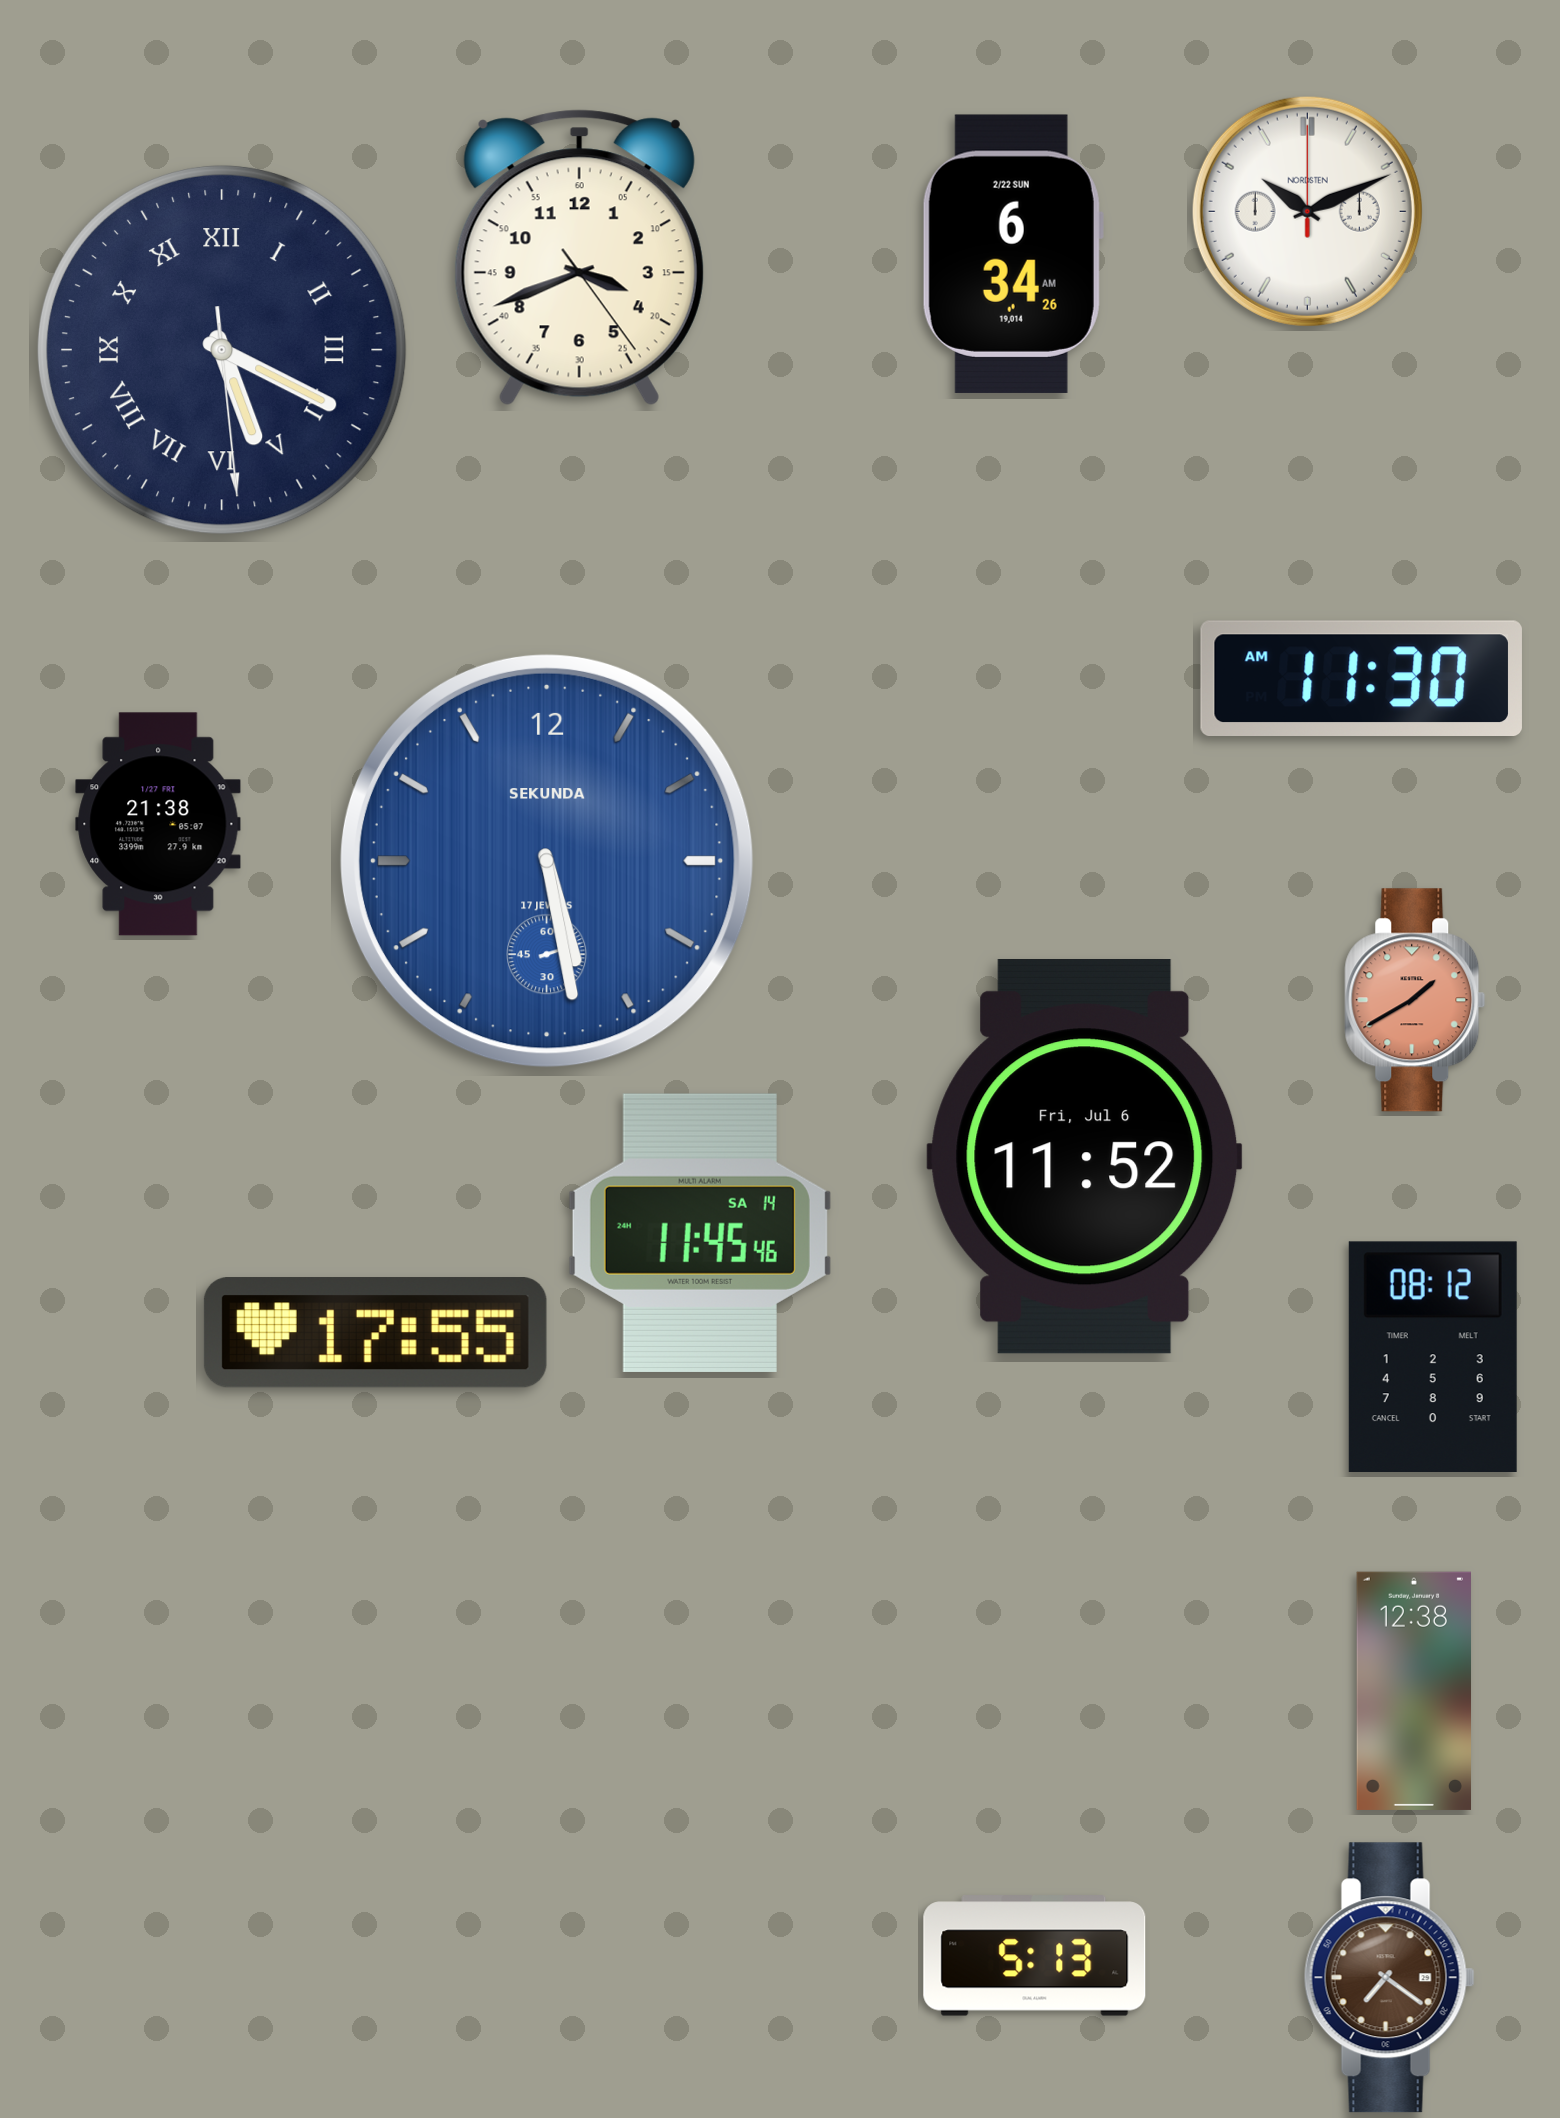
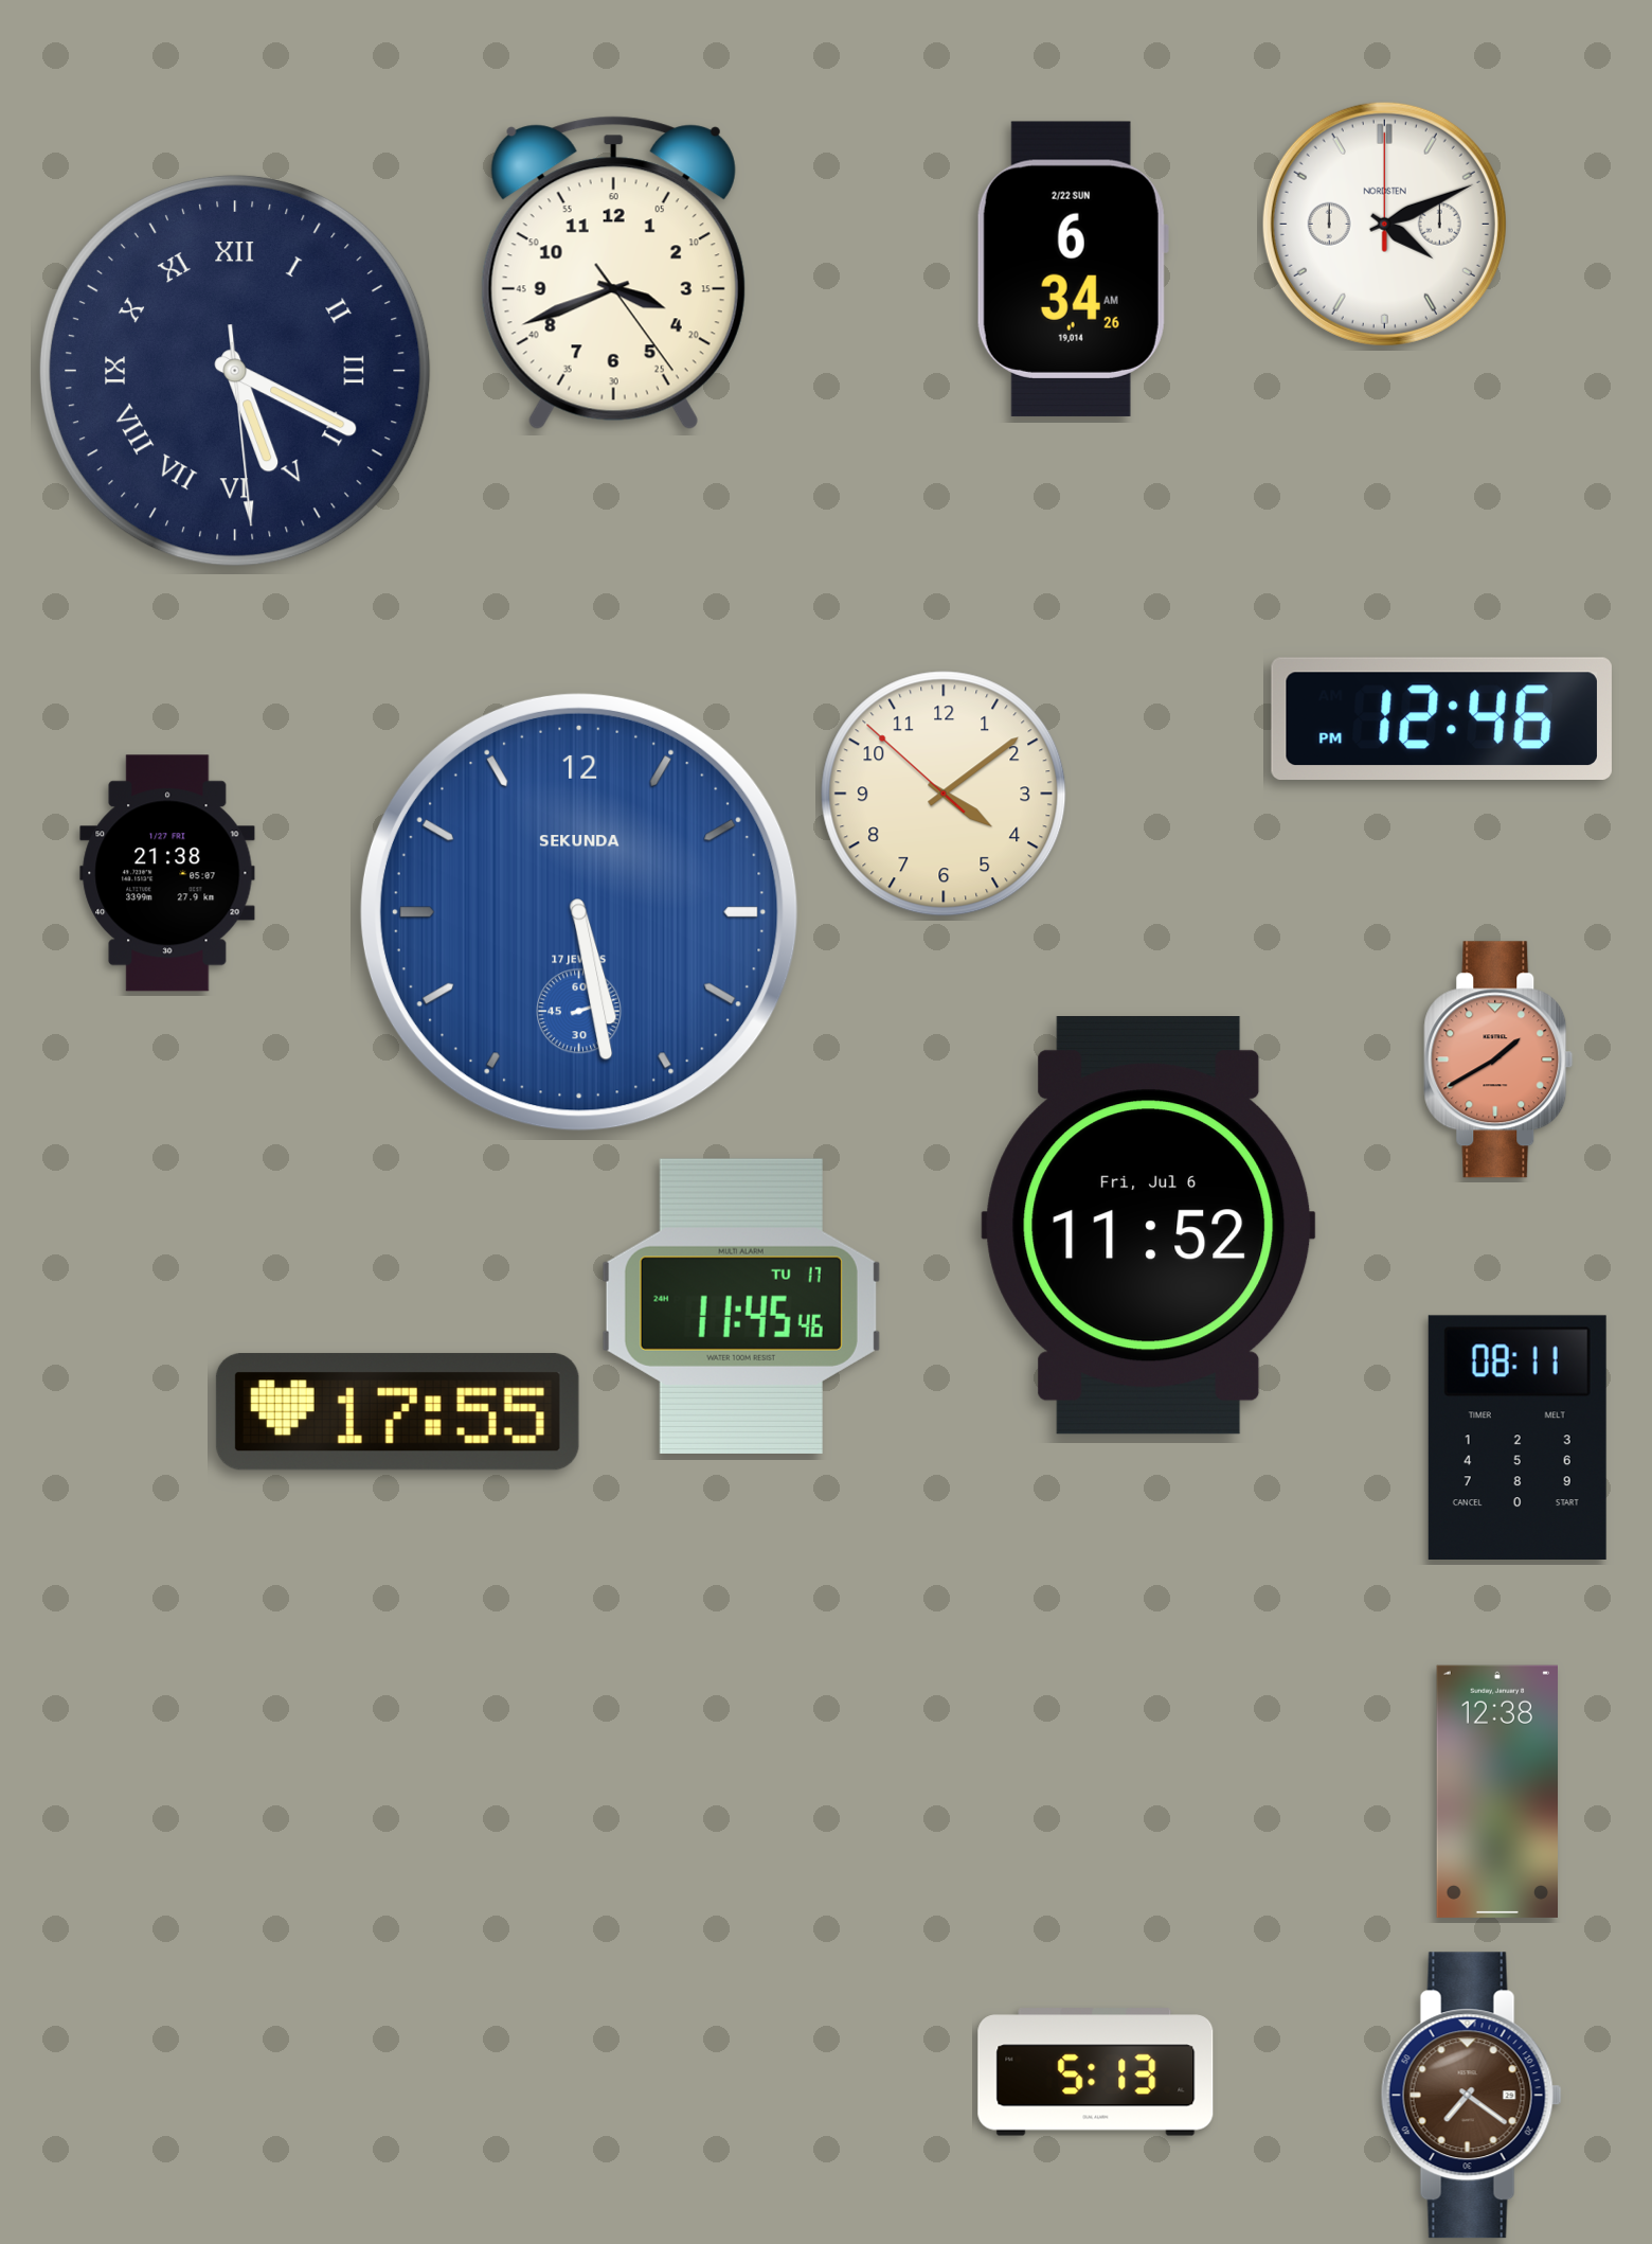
clock at (1307, 211): 10:11 -> 4:11
clock at (1361, 678): 11:30 -> 12:46
clock at (944, 794): none -> 4:08
clock at (700, 1233) date: SA 14 -> TU 17
clock at (1433, 1356): 08:12 -> 08:11
